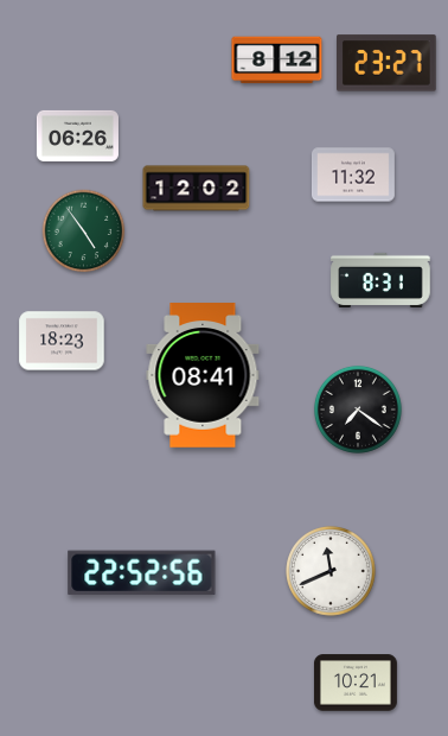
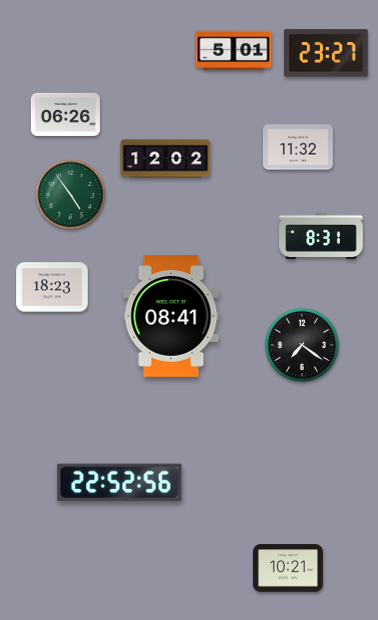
clock at (277, 61): 8:12 -> 5:01
clock at (331, 571): 11:41 -> none
clock at (356, 683) position: (356, 683) -> (288, 568)
